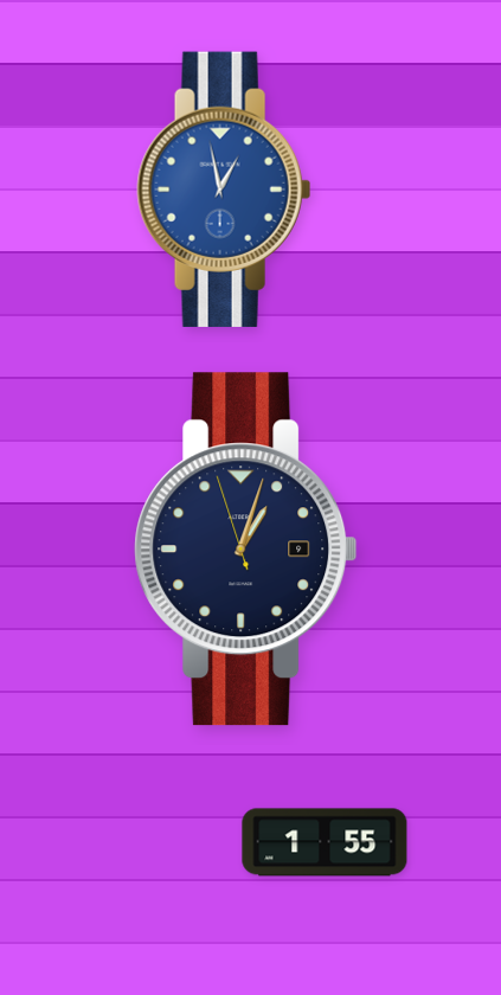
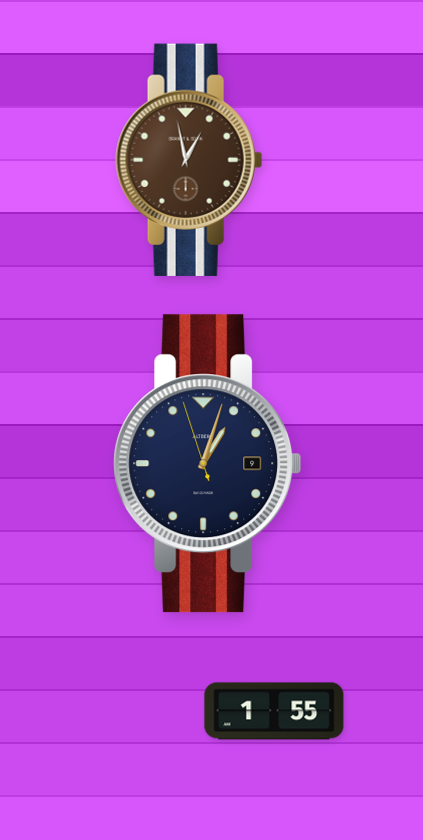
clock at (224, 190) dial: blue -> brown
